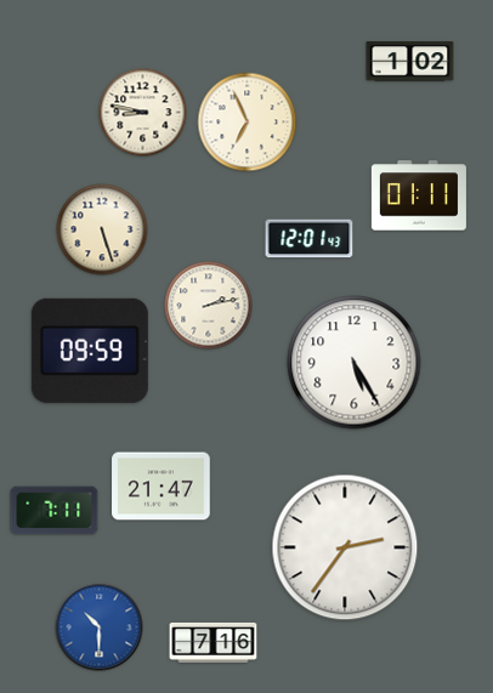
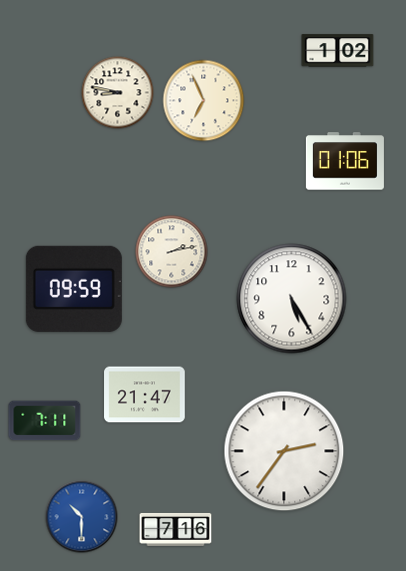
clock at (419, 195): 01:11 -> 01:06
clock at (102, 229): 5:27 -> none
clock at (310, 239): 12:01 -> none
clock at (161, 487) position: (161, 487) -> (145, 395)
